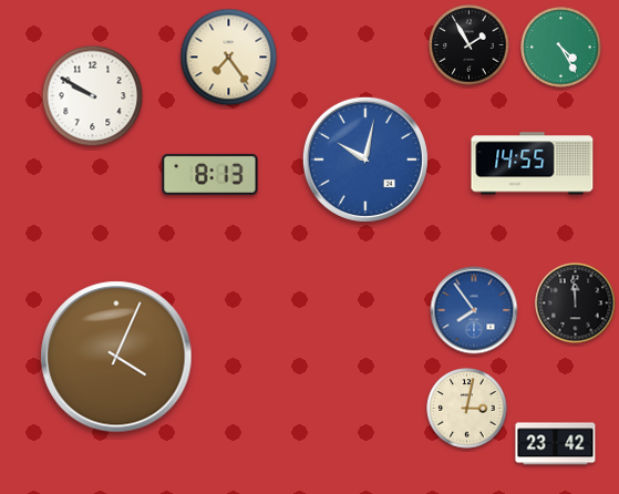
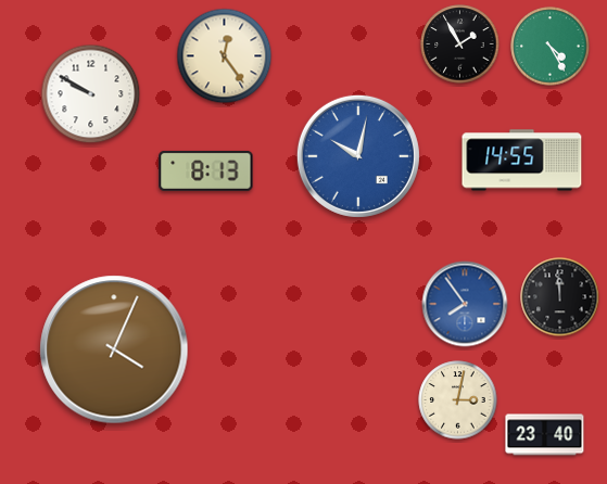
clock at (229, 58): 7:24 -> 12:24
clock at (576, 303) position: (576, 303) -> (560, 297)
clock at (556, 444): 23:42 -> 23:40
